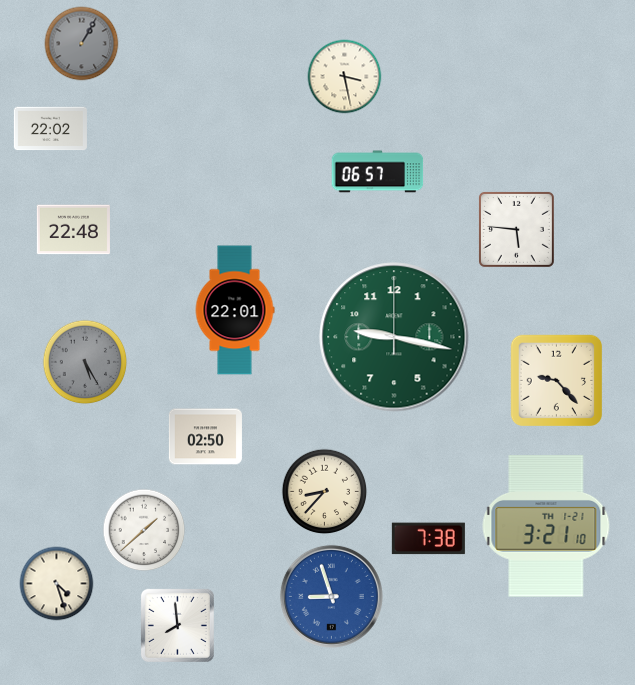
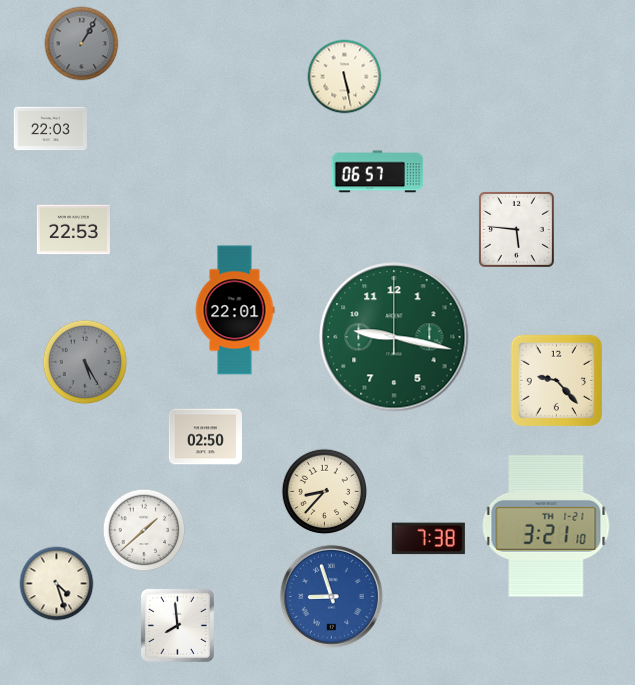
clock at (345, 77): 3:28 -> 5:28
clock at (50, 129): 22:02 -> 22:03
clock at (73, 230): 22:48 -> 22:53
